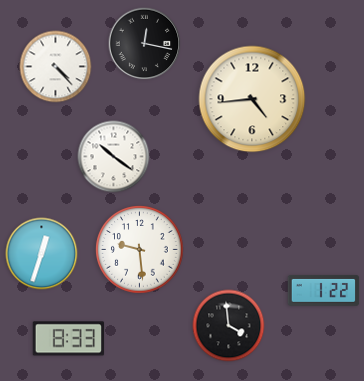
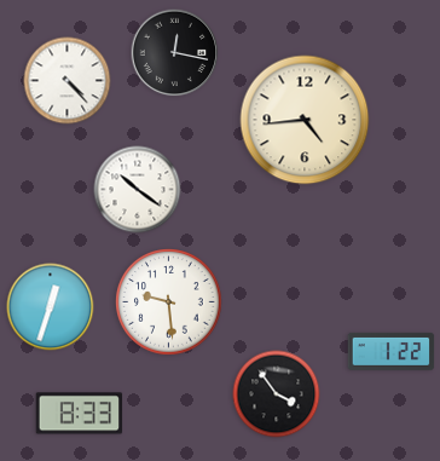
clock at (229, 326): 3:59 -> 3:54
clock at (69, 339) position: (69, 339) -> (80, 414)
